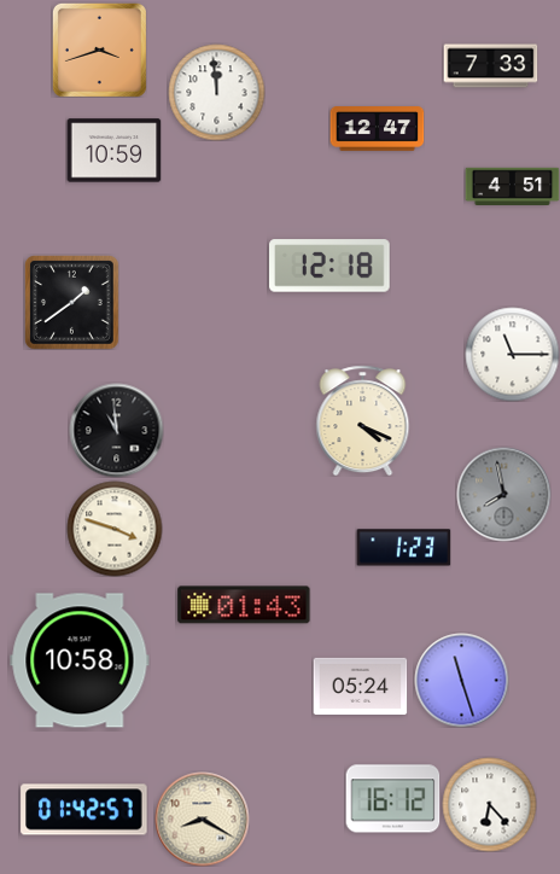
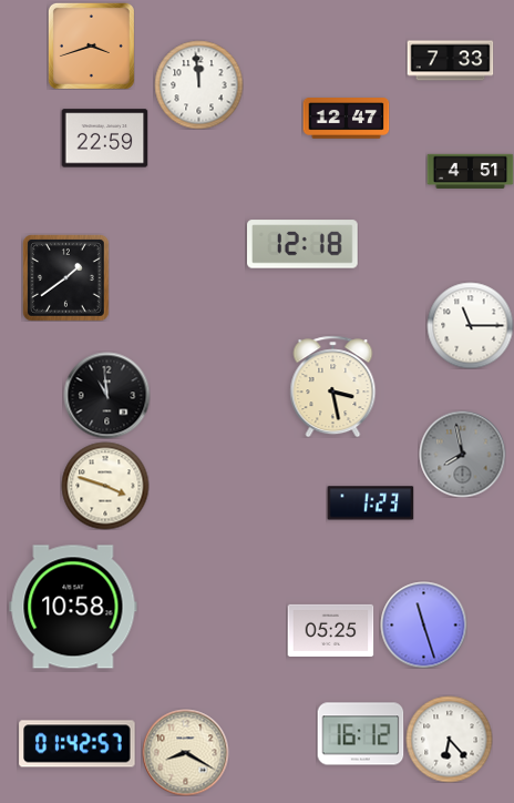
clock at (113, 151): 10:59 -> 22:59
clock at (363, 420): 4:19 -> 3:28
clock at (244, 605): 01:43 -> none
clock at (360, 686): 05:24 -> 05:25
